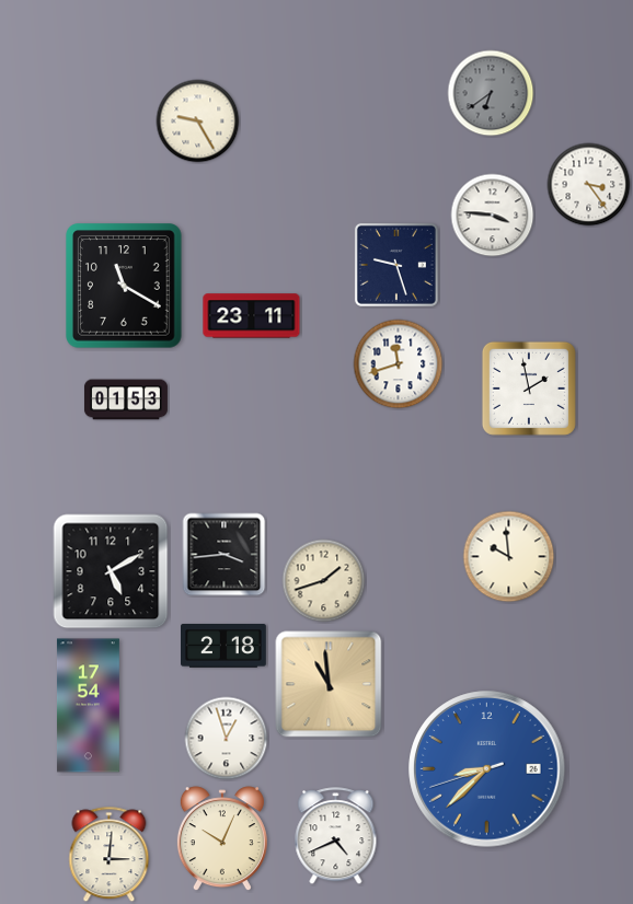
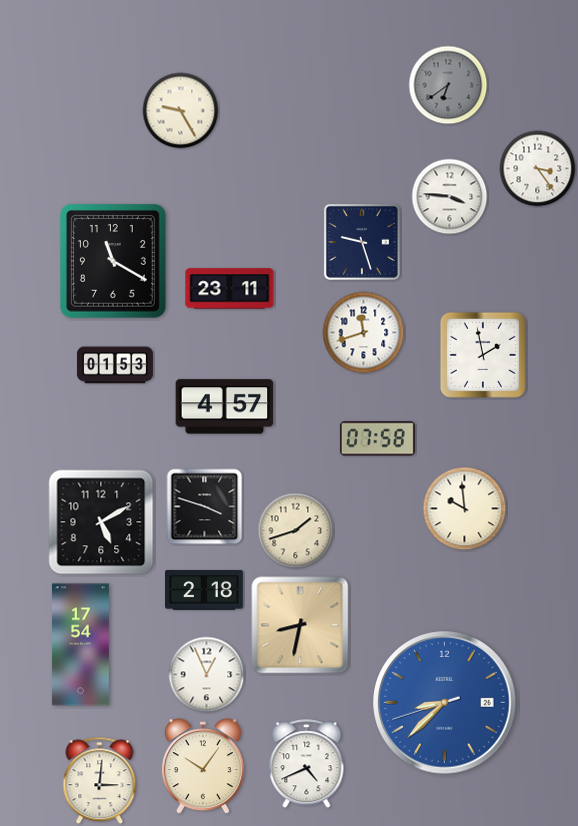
clock at (225, 407): none -> 4:57
clock at (377, 439): none -> 07:58
clock at (225, 555): 3:44 -> 3:48
clock at (329, 684): 10:59 -> 8:32
clock at (227, 739): 12:57 -> 12:56
clock at (222, 839): 10:04 -> 10:06
